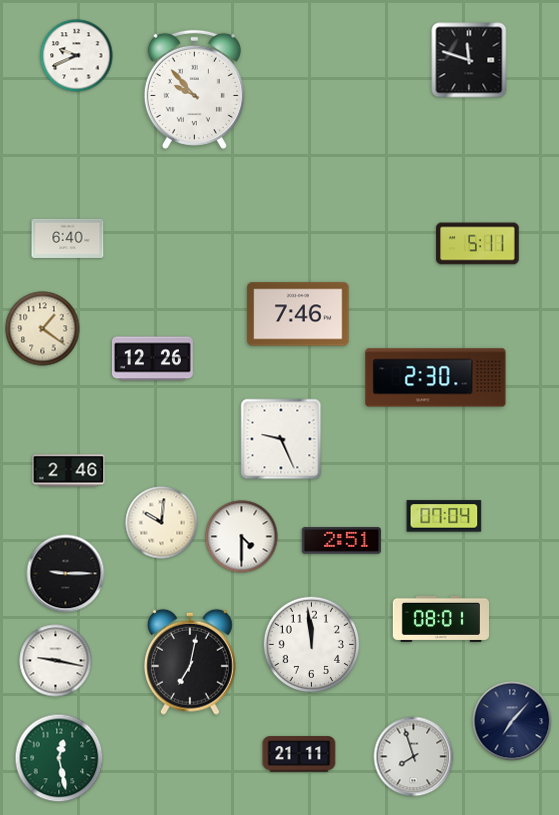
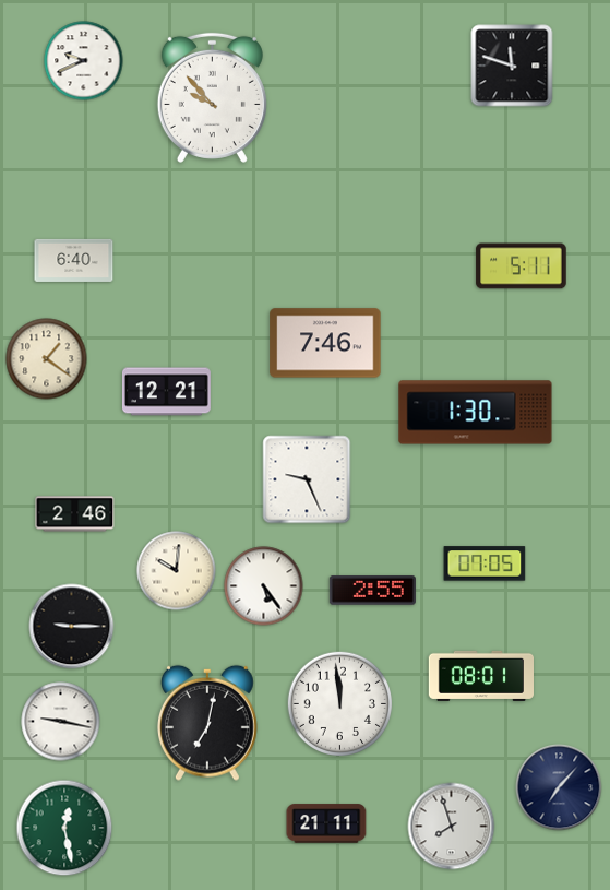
clock at (152, 359): 12:26 -> 12:21
clock at (436, 378): 2:30 -> 1:30
clock at (444, 516): 07:04 -> 07:05
clock at (242, 537): 4:30 -> 5:24
clock at (341, 541): 2:51 -> 2:55
